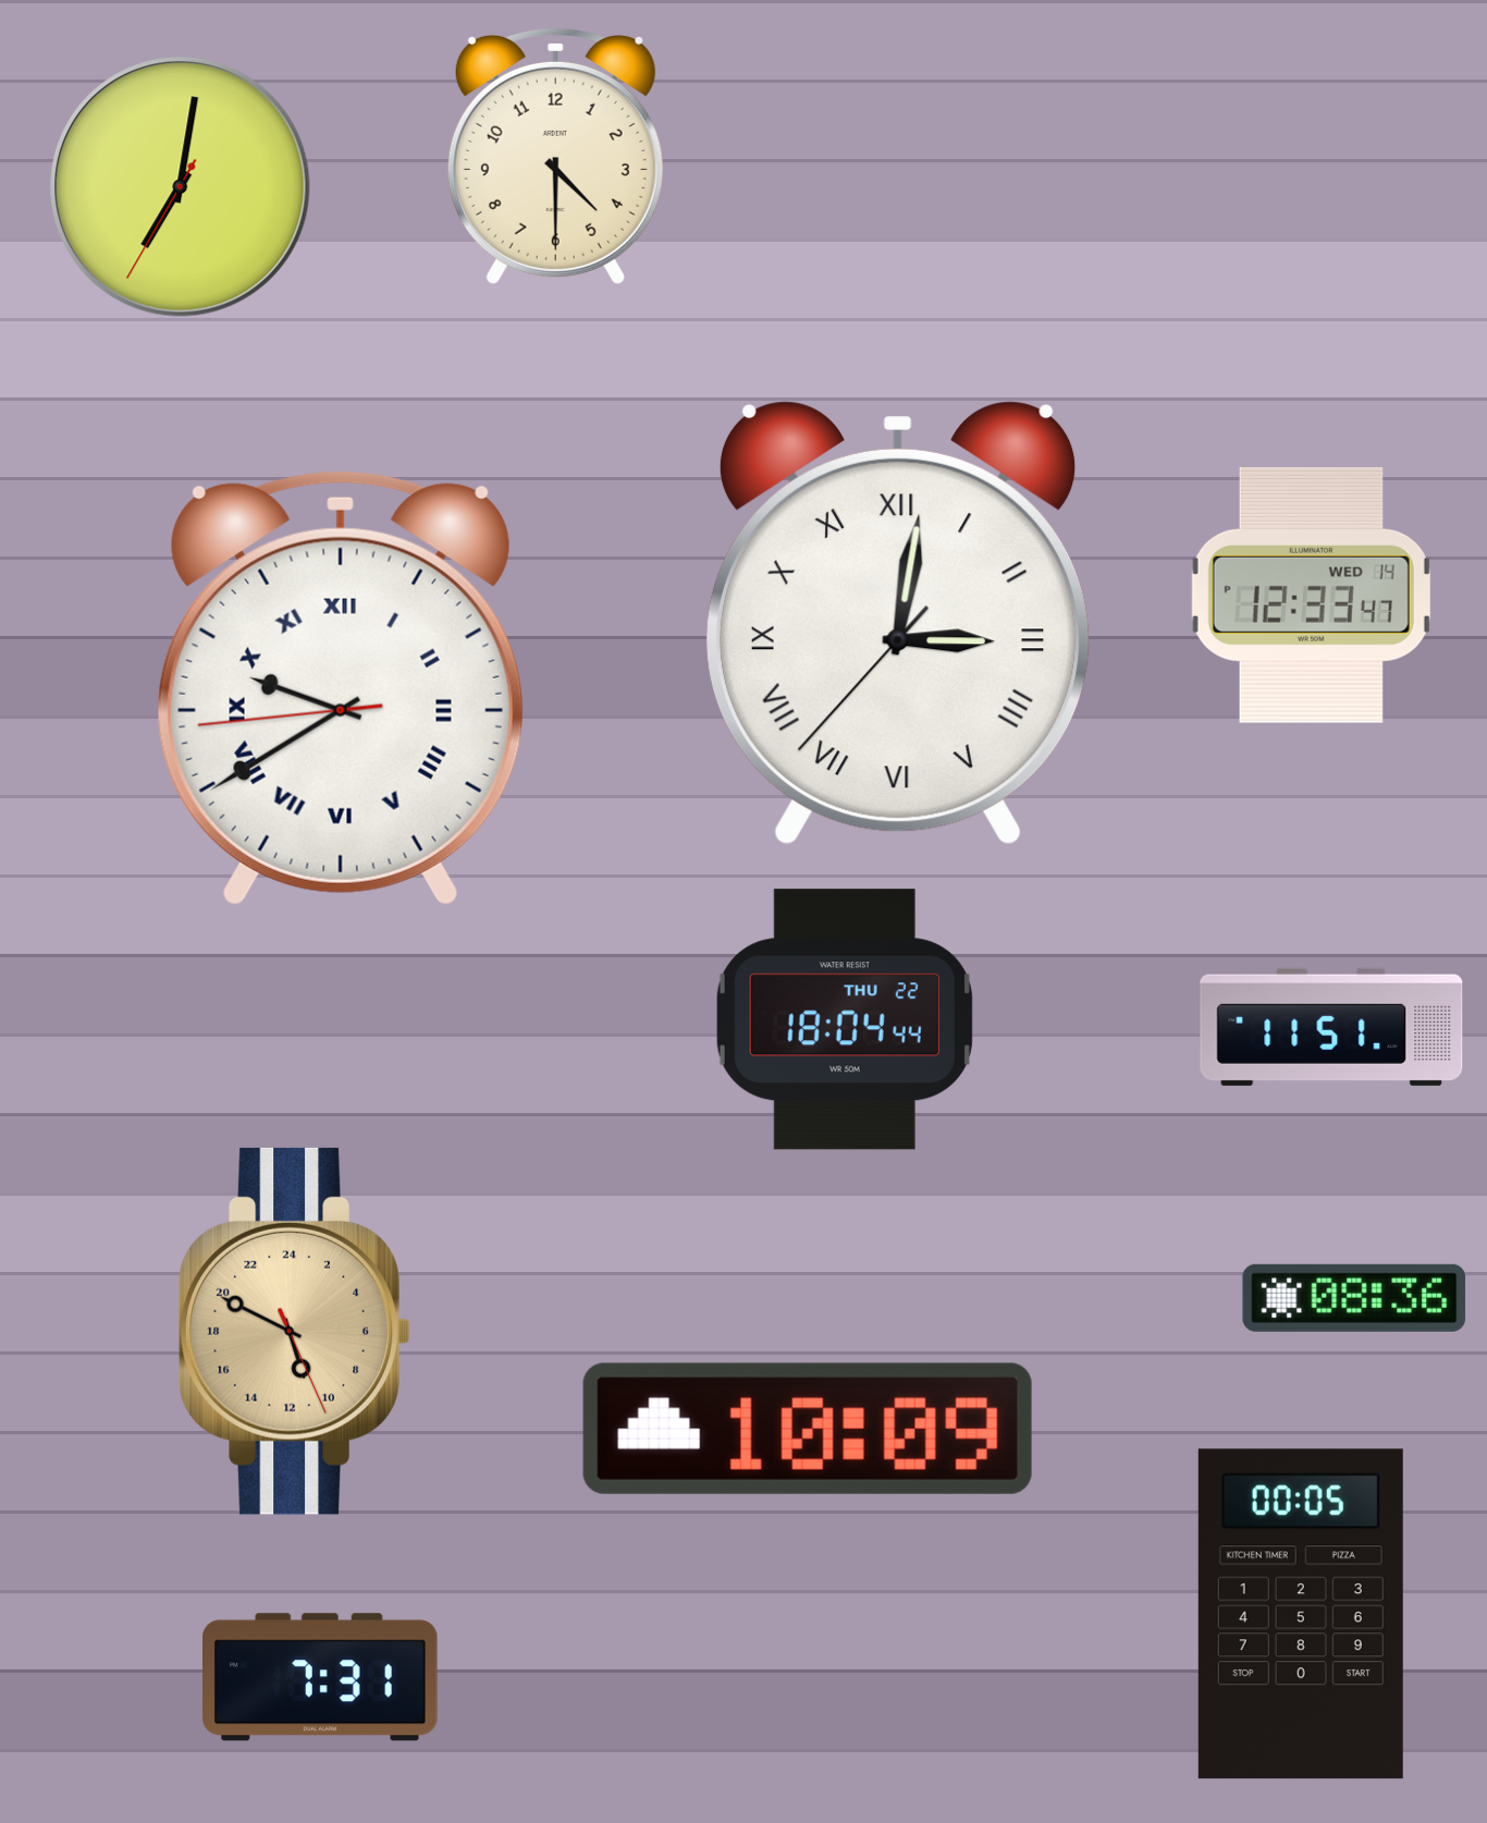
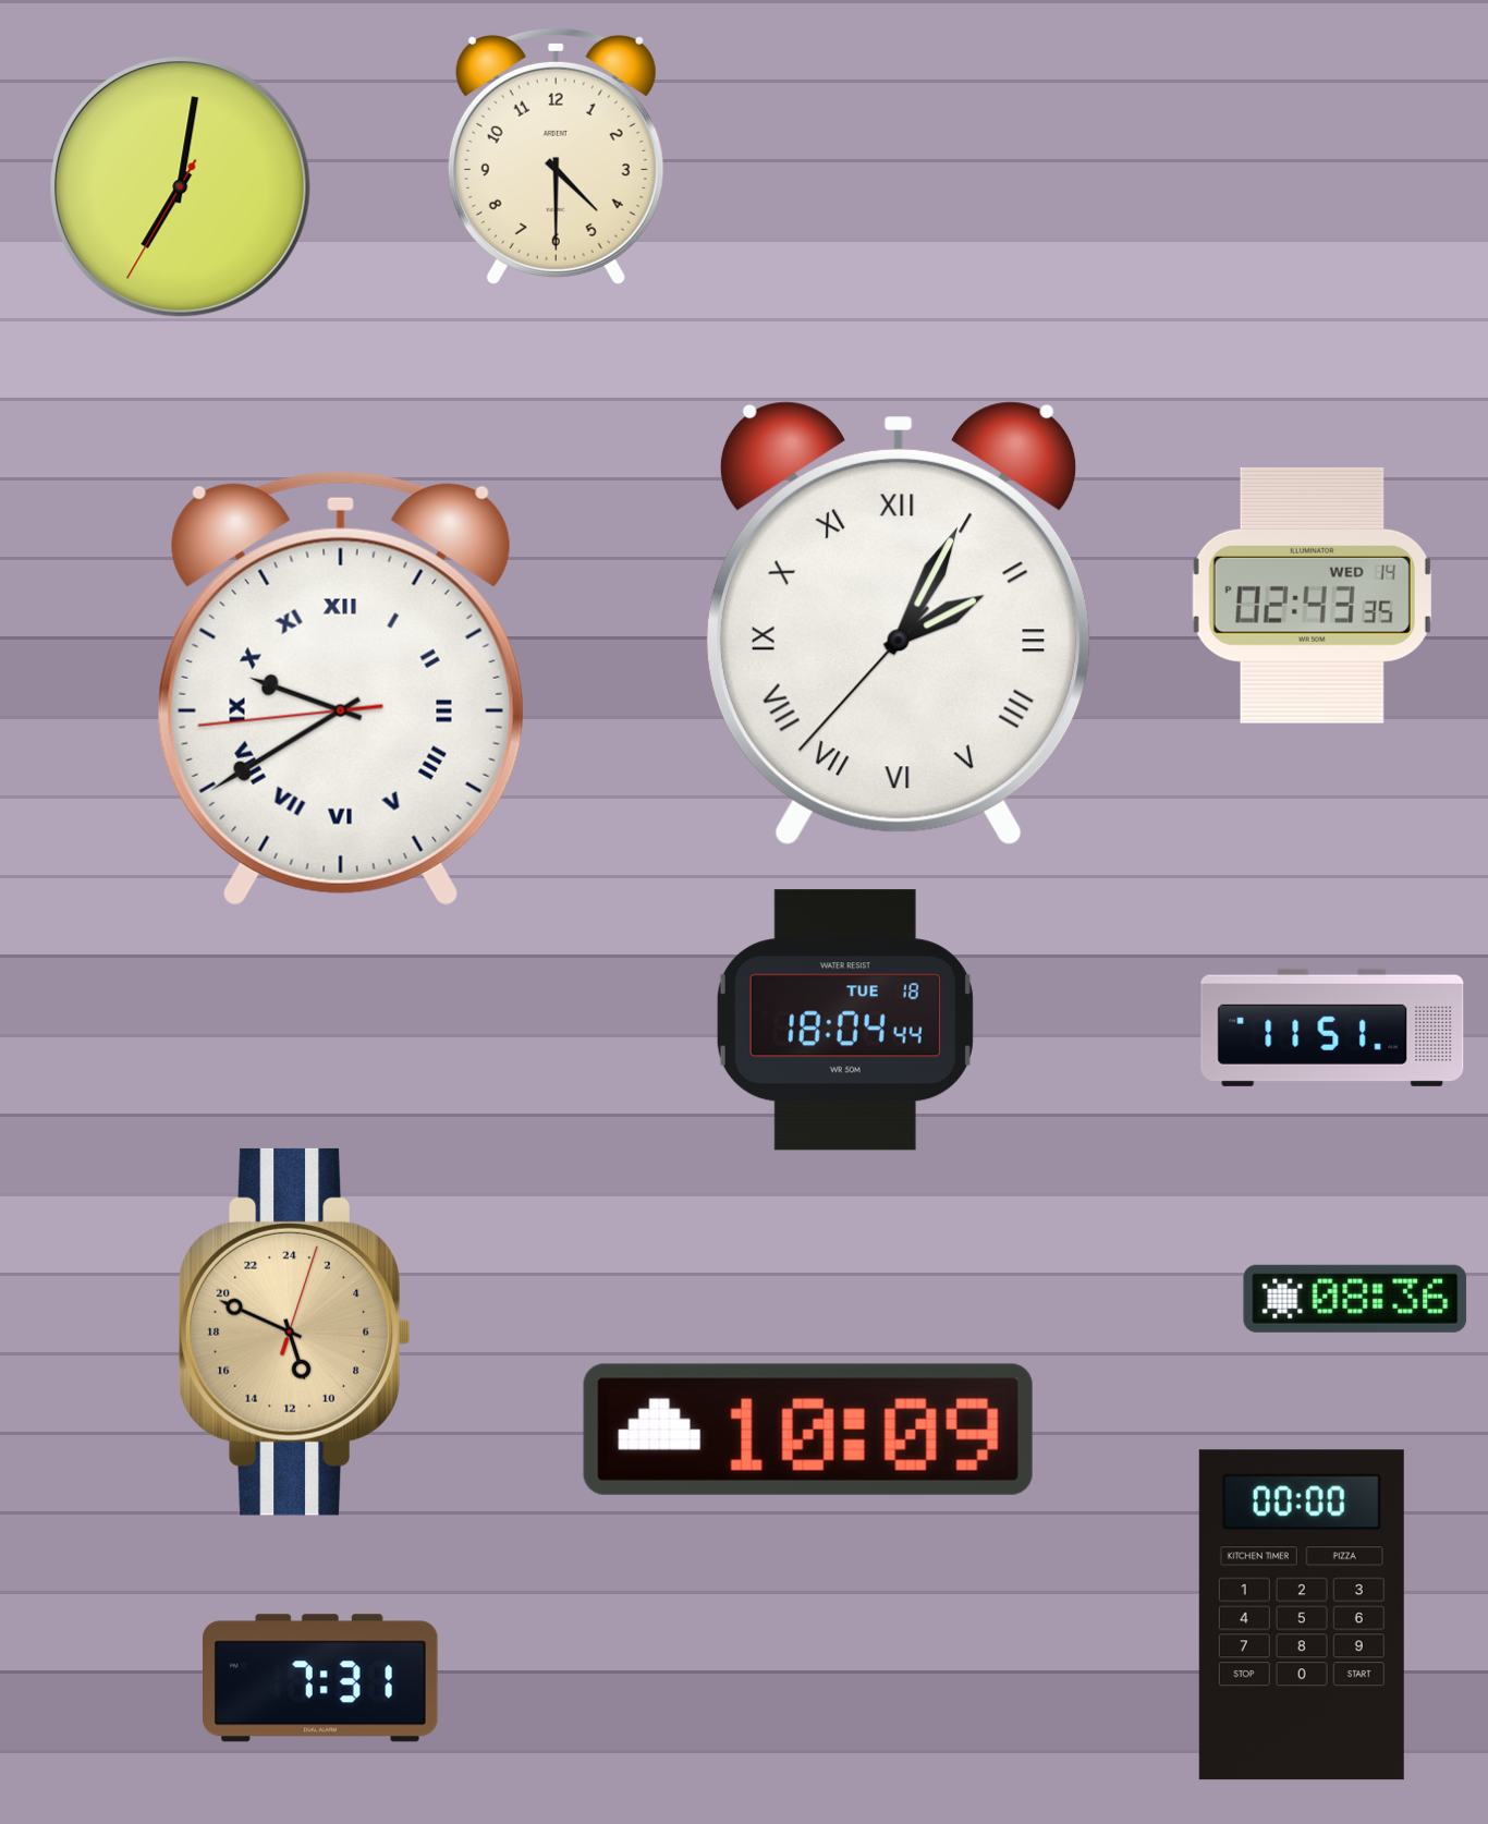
clock at (1311, 595): 12:33 -> 02:43
clock at (898, 623): 3:01 -> 2:04
clock at (845, 1019) date: THU 22 -> TUE 18
clock at (295, 1331): 10:49:26 -> 10:49:03
clock at (1301, 1614): 00:05 -> 00:00
